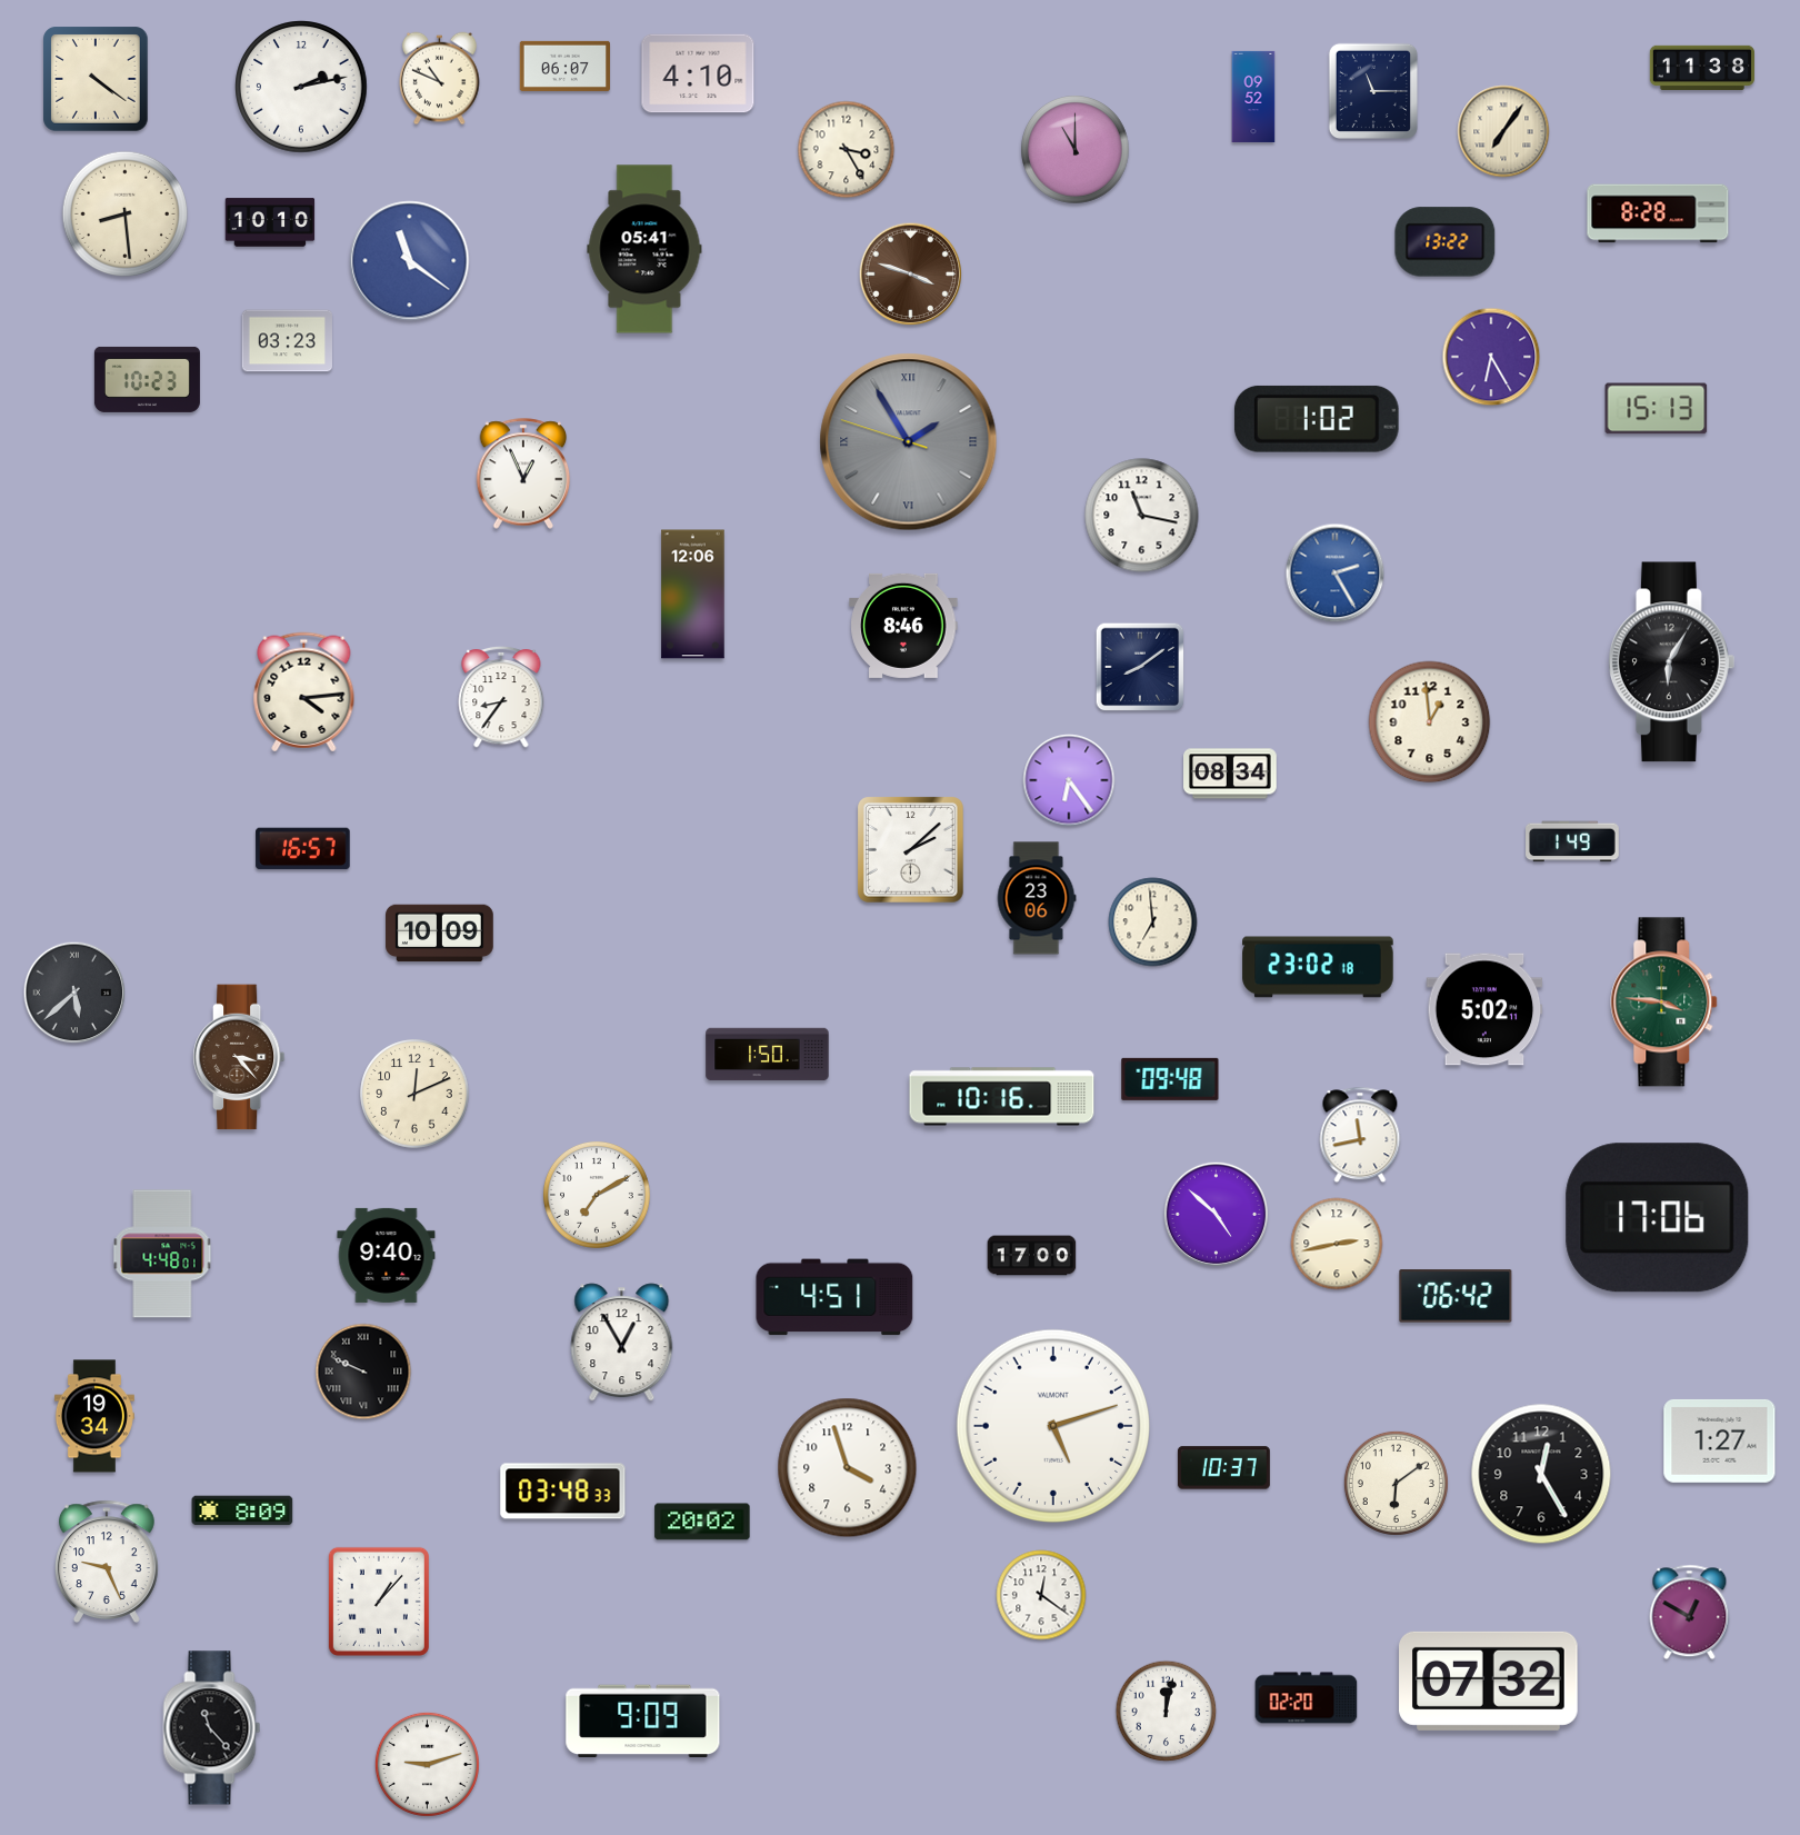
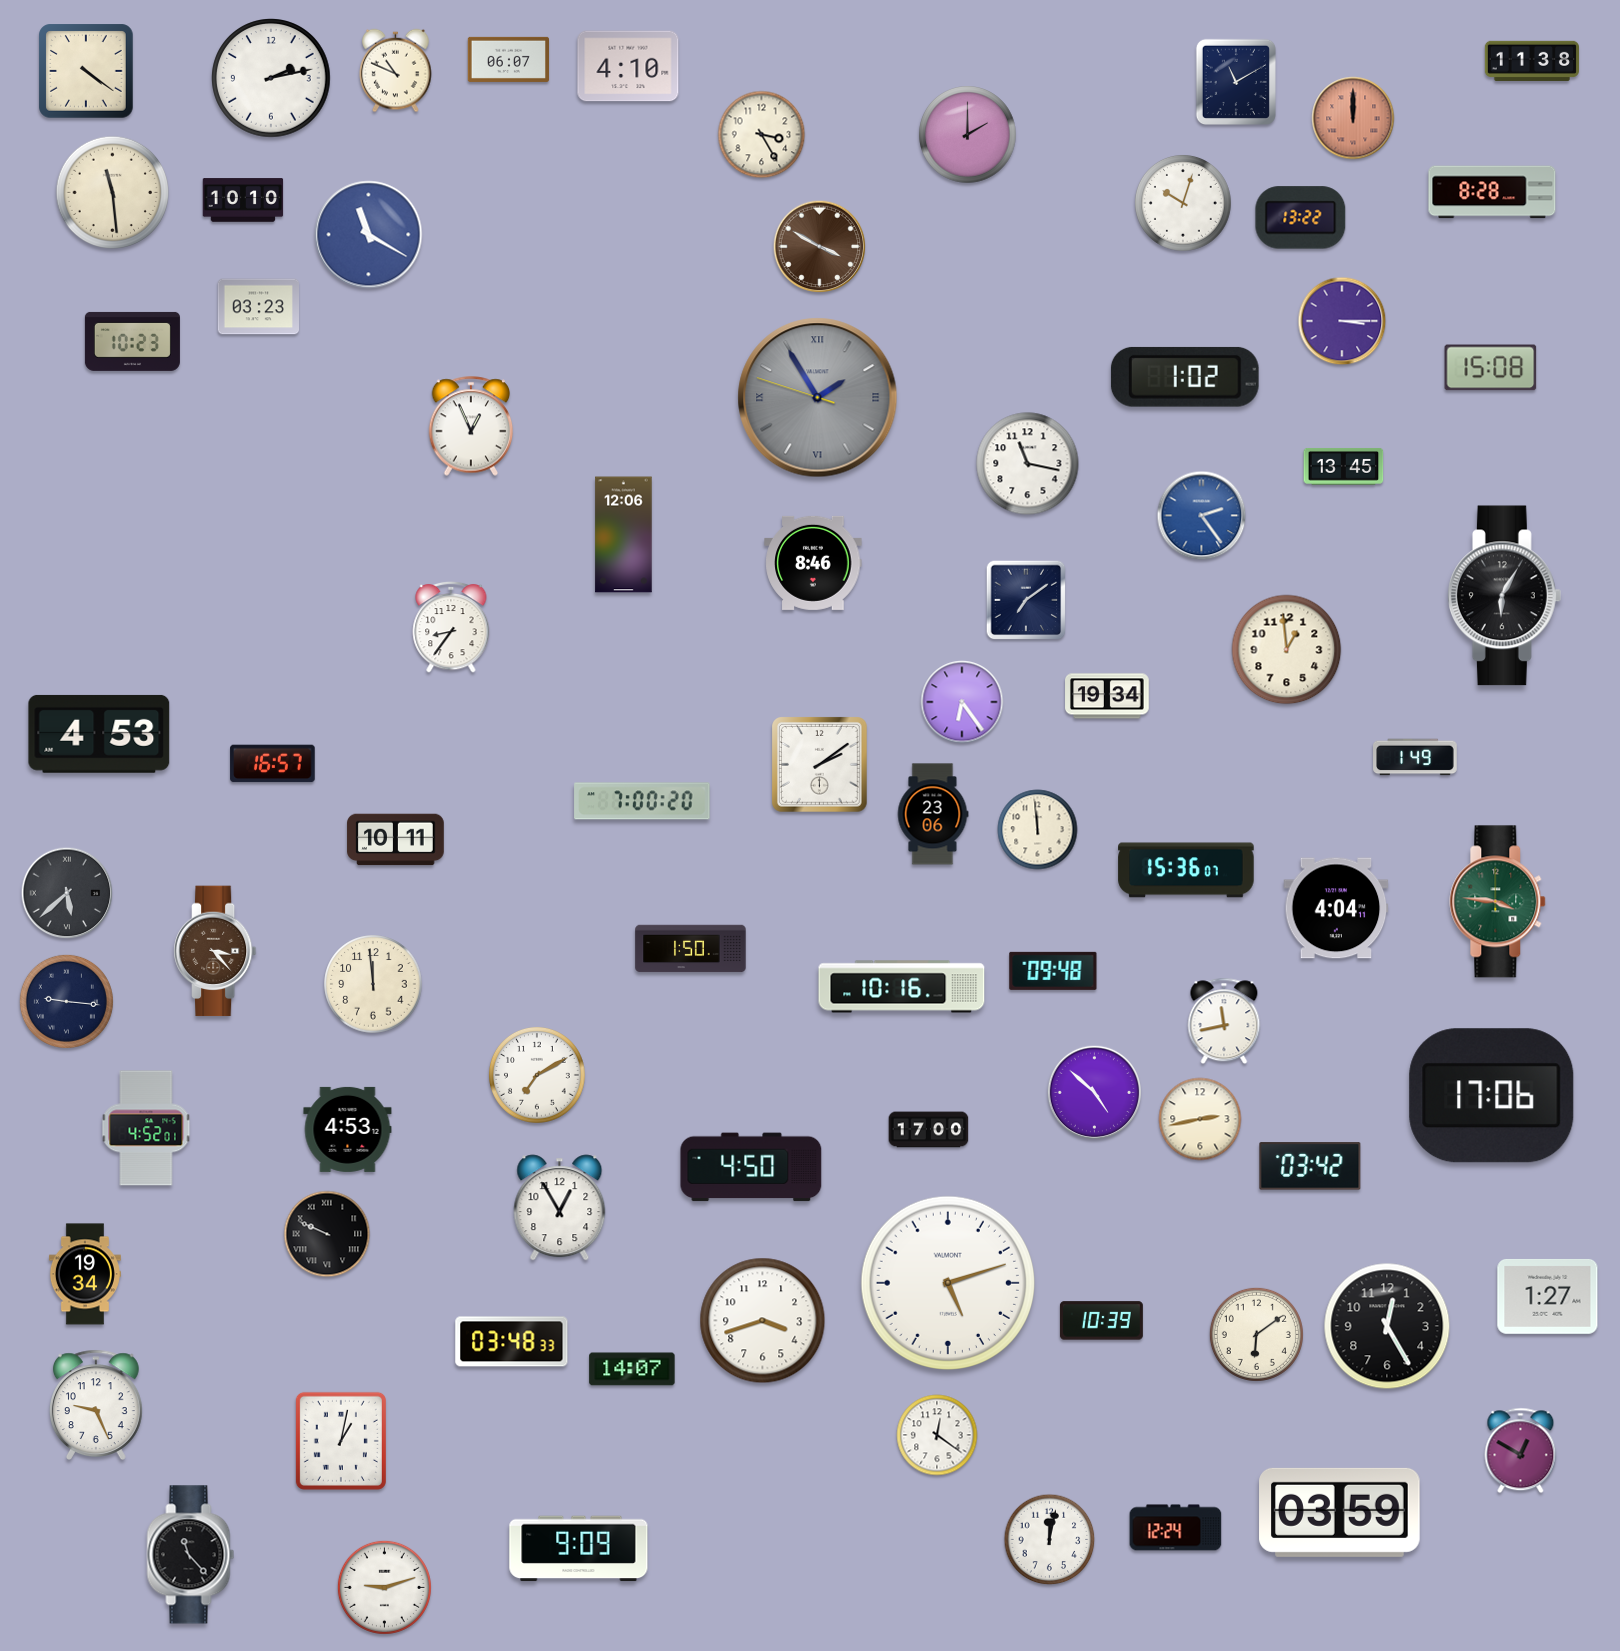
clock at (1372, 90): 11:15 -> 11:10
clock at (1253, 97): 09:52 -> none
clock at (1503, 131): 7:06 -> 12:00
clock at (1503, 131) dial: cream -> salmon
clock at (1076, 150): 11:00 -> 2:00
clock at (124, 213): 8:29 -> 11:29
clock at (1183, 203): none -> 10:03
clock at (644, 249): 05:41 -> none
clock at (410, 261): 11:21 -> 11:20
clock at (911, 275): 3:48 -> 3:50
clock at (1491, 357): 6:25 -> 3:15
clock at (1657, 409): 15:13 -> 15:08
clock at (1344, 467): none -> 13:45
clock at (1336, 574): 2:25 -> 2:24
clock at (1140, 667): 8:09 -> 7:09
clock at (304, 692): 4:14 -> none
clock at (1230, 774): 08:34 -> 19:34
clock at (99, 734): none -> 4:53
clock at (911, 850): 2:08 -> 2:09
clock at (642, 801): none -> 7:00
clock at (1037, 898) position: (1037, 898) -> (933, 814)
clock at (1153, 923): 6:59 -> 11:59
clock at (440, 934): 10:09 -> 10:11
clock at (1318, 967): 23:02 -> 15:36
clock at (1484, 1009): 5:02 -> 4:04
clock at (414, 1094): 12:11 -> 11:59
clock at (66, 1001): none -> 9:16
clock at (1337, 1244) position: (1337, 1244) -> (1200, 1119)
clock at (162, 1254): 4:48 -> 4:52
clock at (387, 1255): 9:40 -> 4:53
clock at (1456, 1296): 06:42 -> 03:42
clock at (834, 1297): 4:51 -> 4:50
clock at (848, 1468): 3:57 -> 3:42
clock at (1223, 1468): 10:37 -> 10:39
clock at (563, 1492) position: (563, 1492) -> (512, 1342)
clock at (242, 1510): 8:09 -> none
clock at (702, 1522): 20:02 -> 14:07
clock at (379, 1602): 1:07 -> 1:02
clock at (1489, 1681): 07:32 -> 03:59
clock at (1307, 1698): 02:20 -> 12:24
